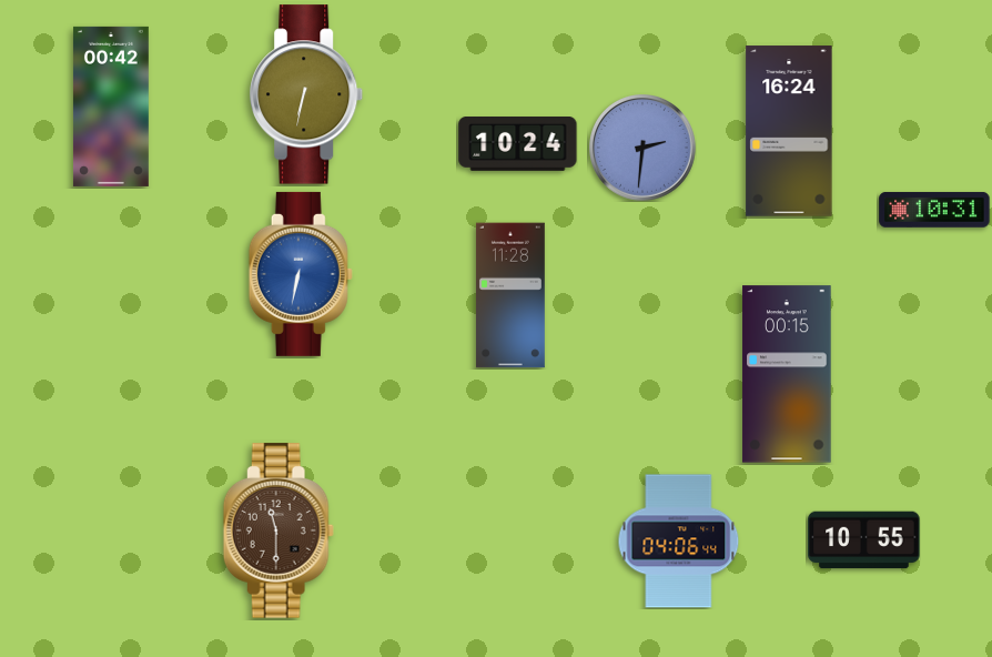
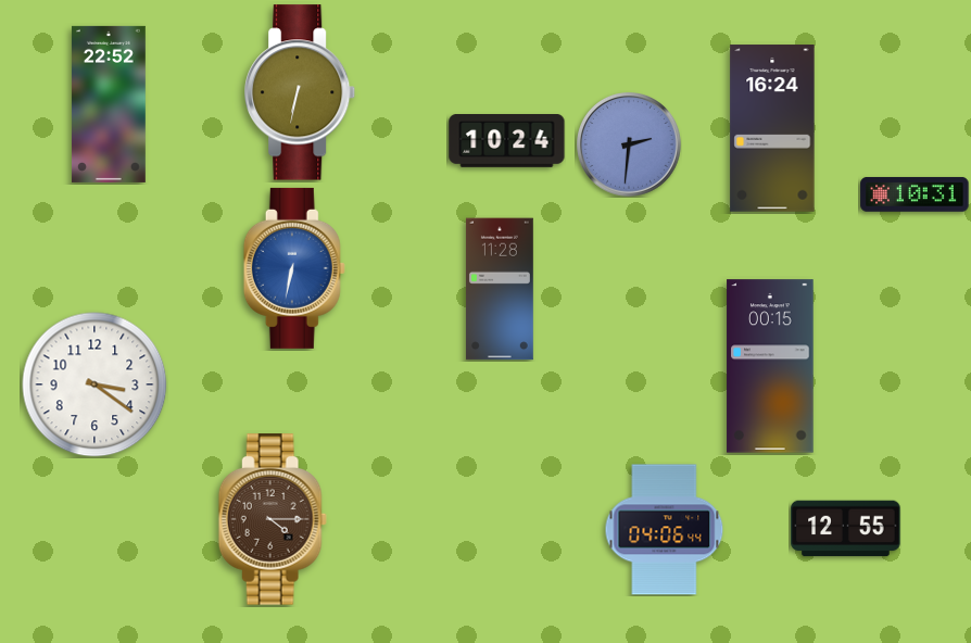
clock at (111, 107): 00:42 -> 22:52
clock at (934, 210) position: (934, 210) -> (915, 194)
clock at (94, 384): none -> 3:21
clock at (279, 530): 11:30 -> 4:15
clock at (864, 540): 10:55 -> 12:55
